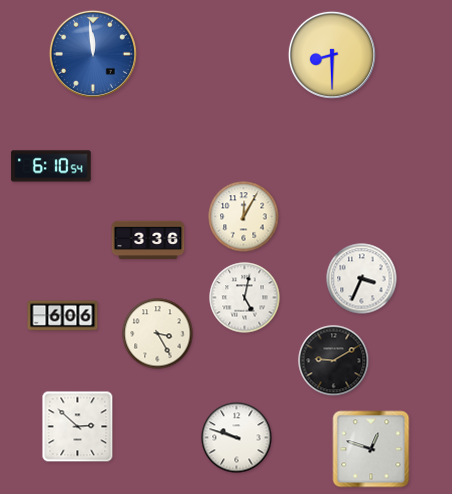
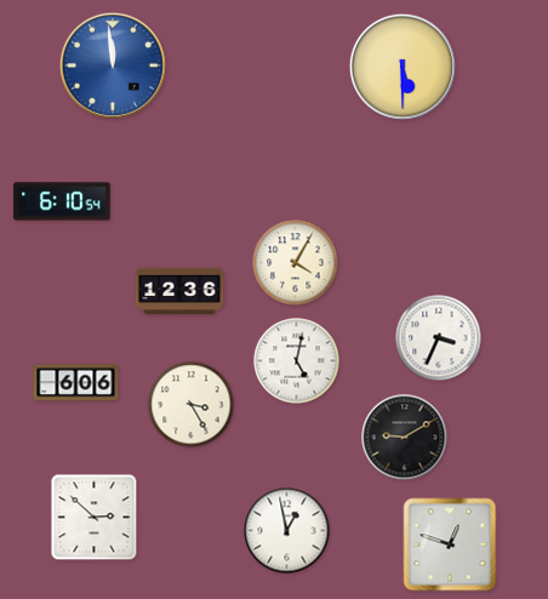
clock at (332, 55): 8:30 -> 5:30
clock at (244, 217): 12:05 -> 4:05
clock at (148, 240): 3:36 -> 12:36
clock at (237, 438): 9:48 -> 12:58
